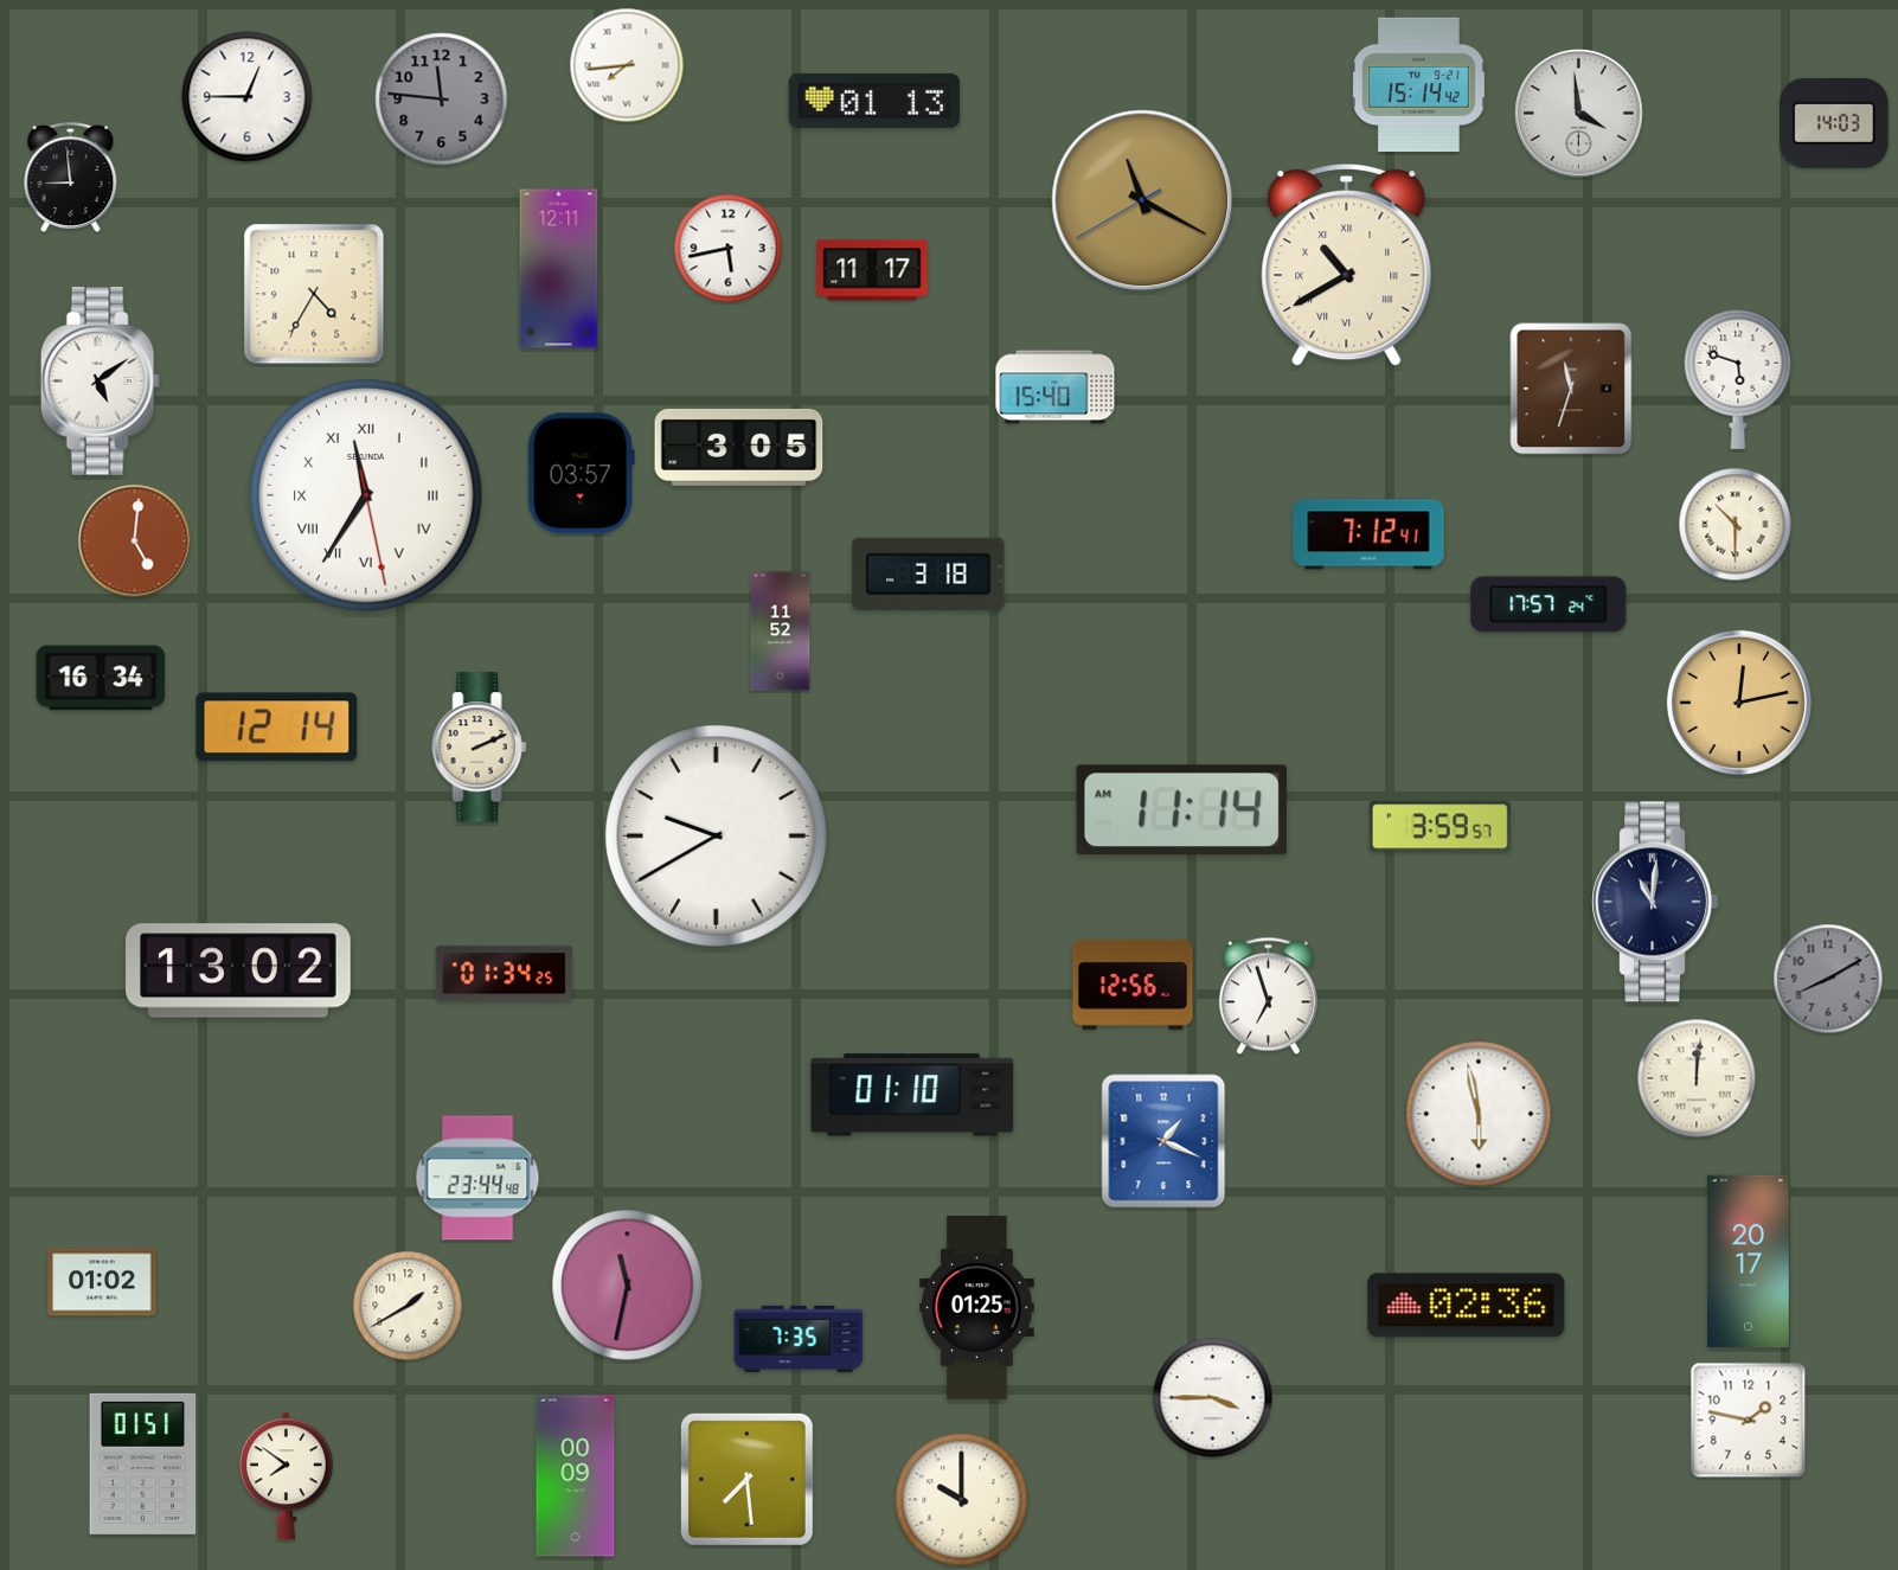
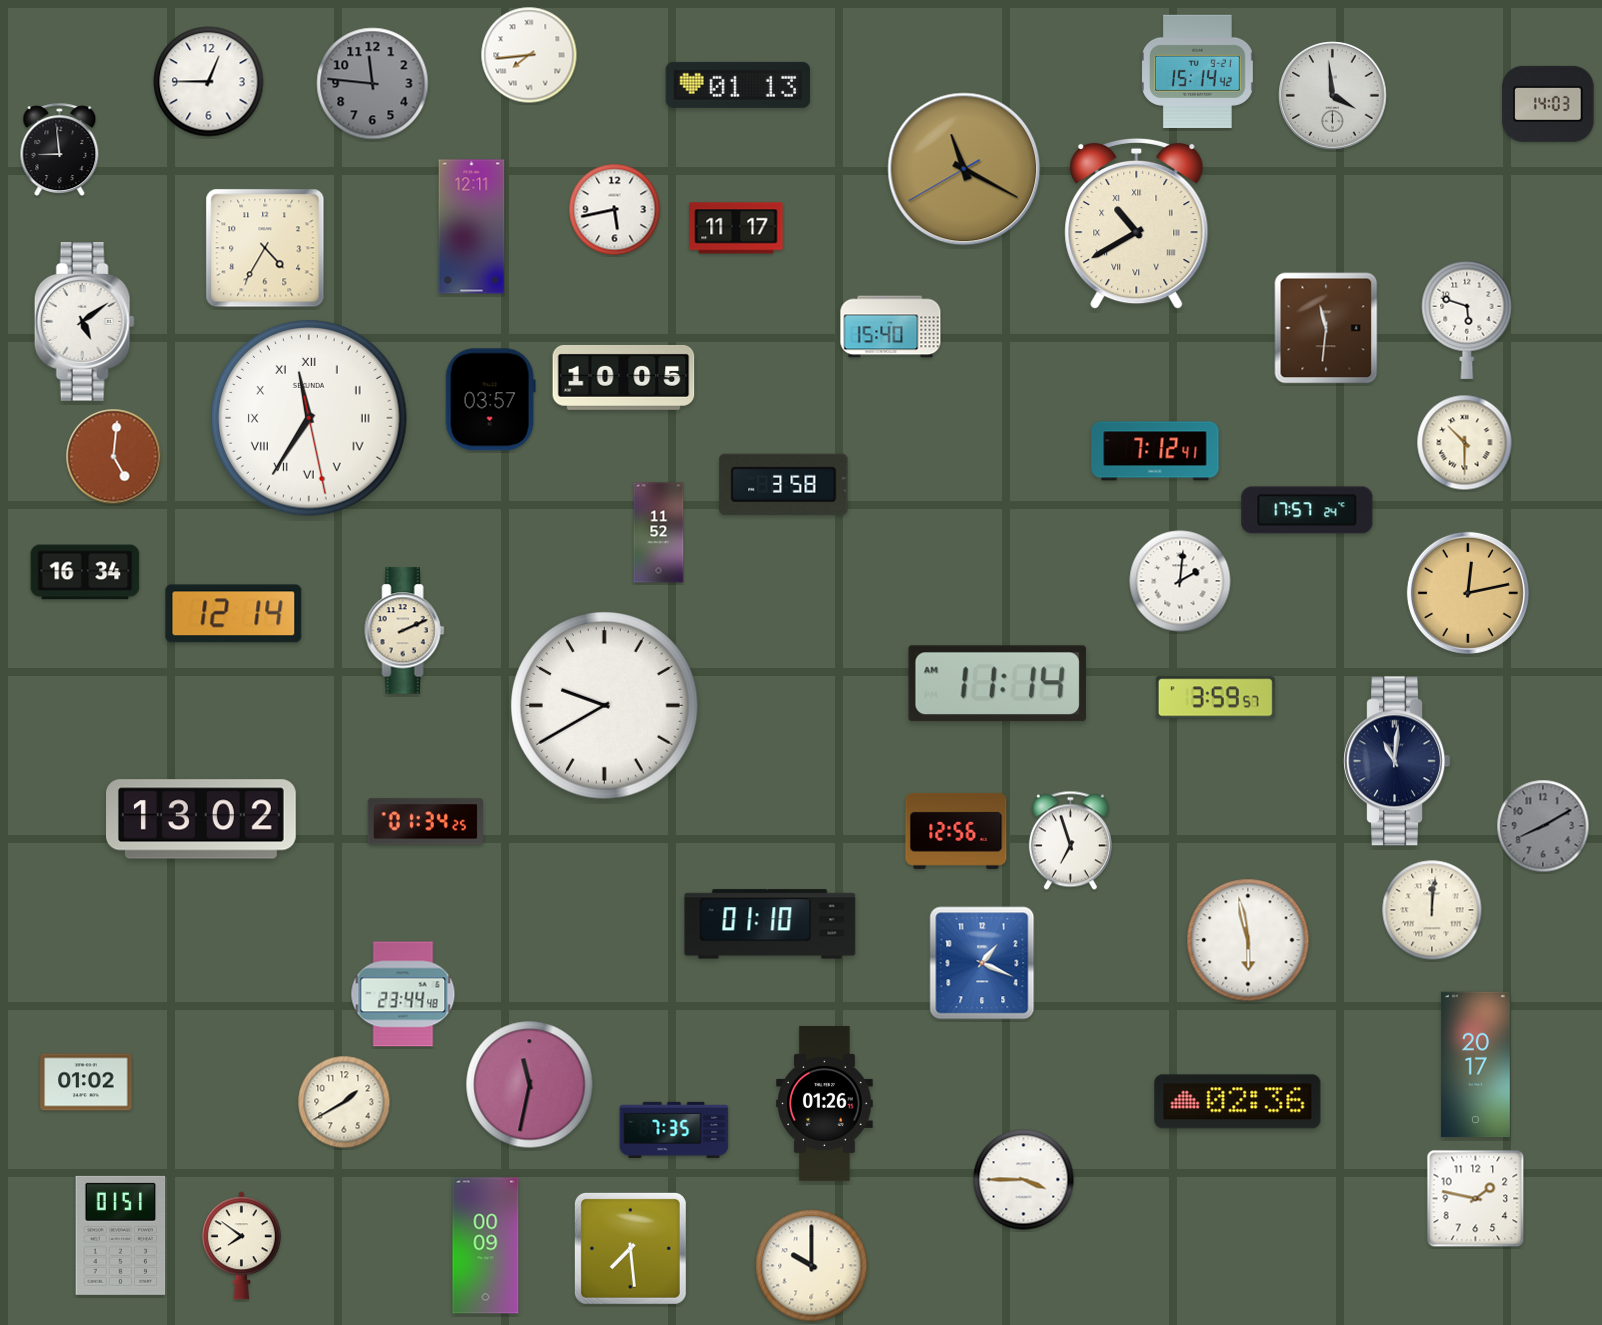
clock at (1571, 389): 11:33 -> 11:31
clock at (739, 447): 3:05 -> 10:05
clock at (929, 573): 3:18 -> 3:58
clock at (1180, 581): none -> 2:01
clock at (977, 1308): 01:25 -> 01:26
